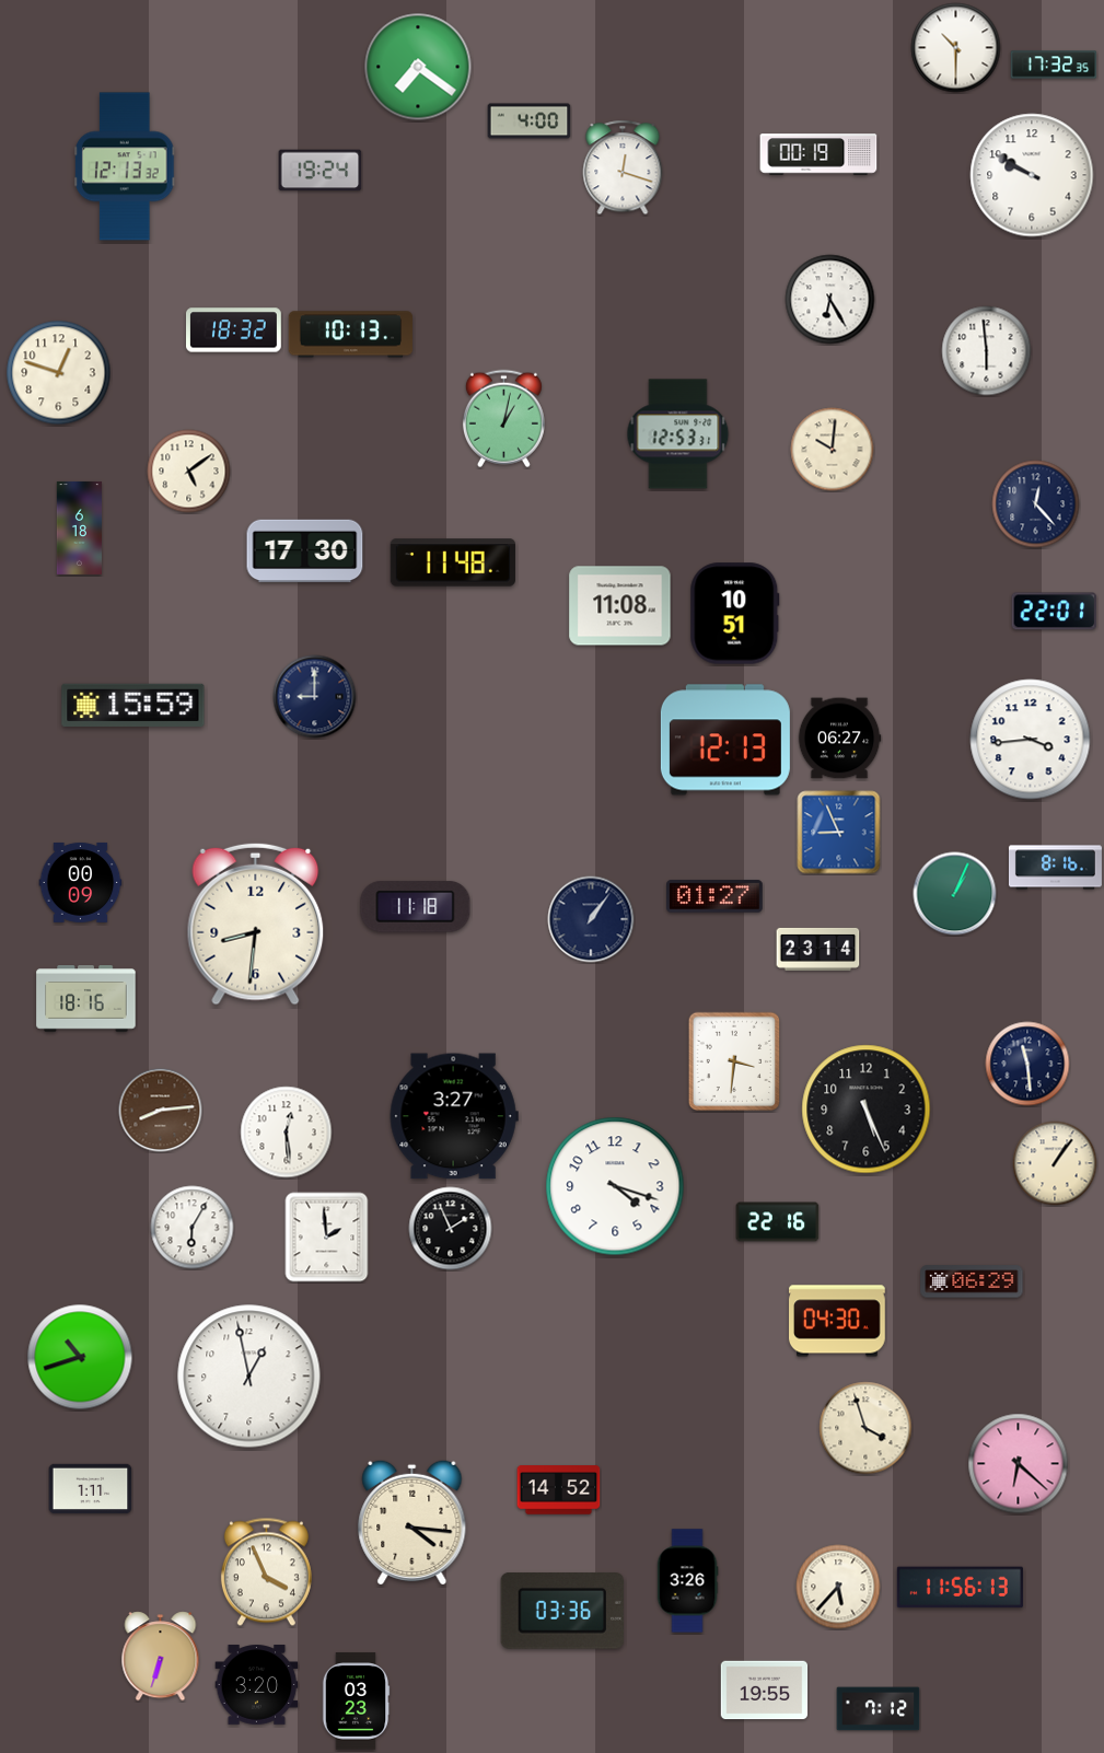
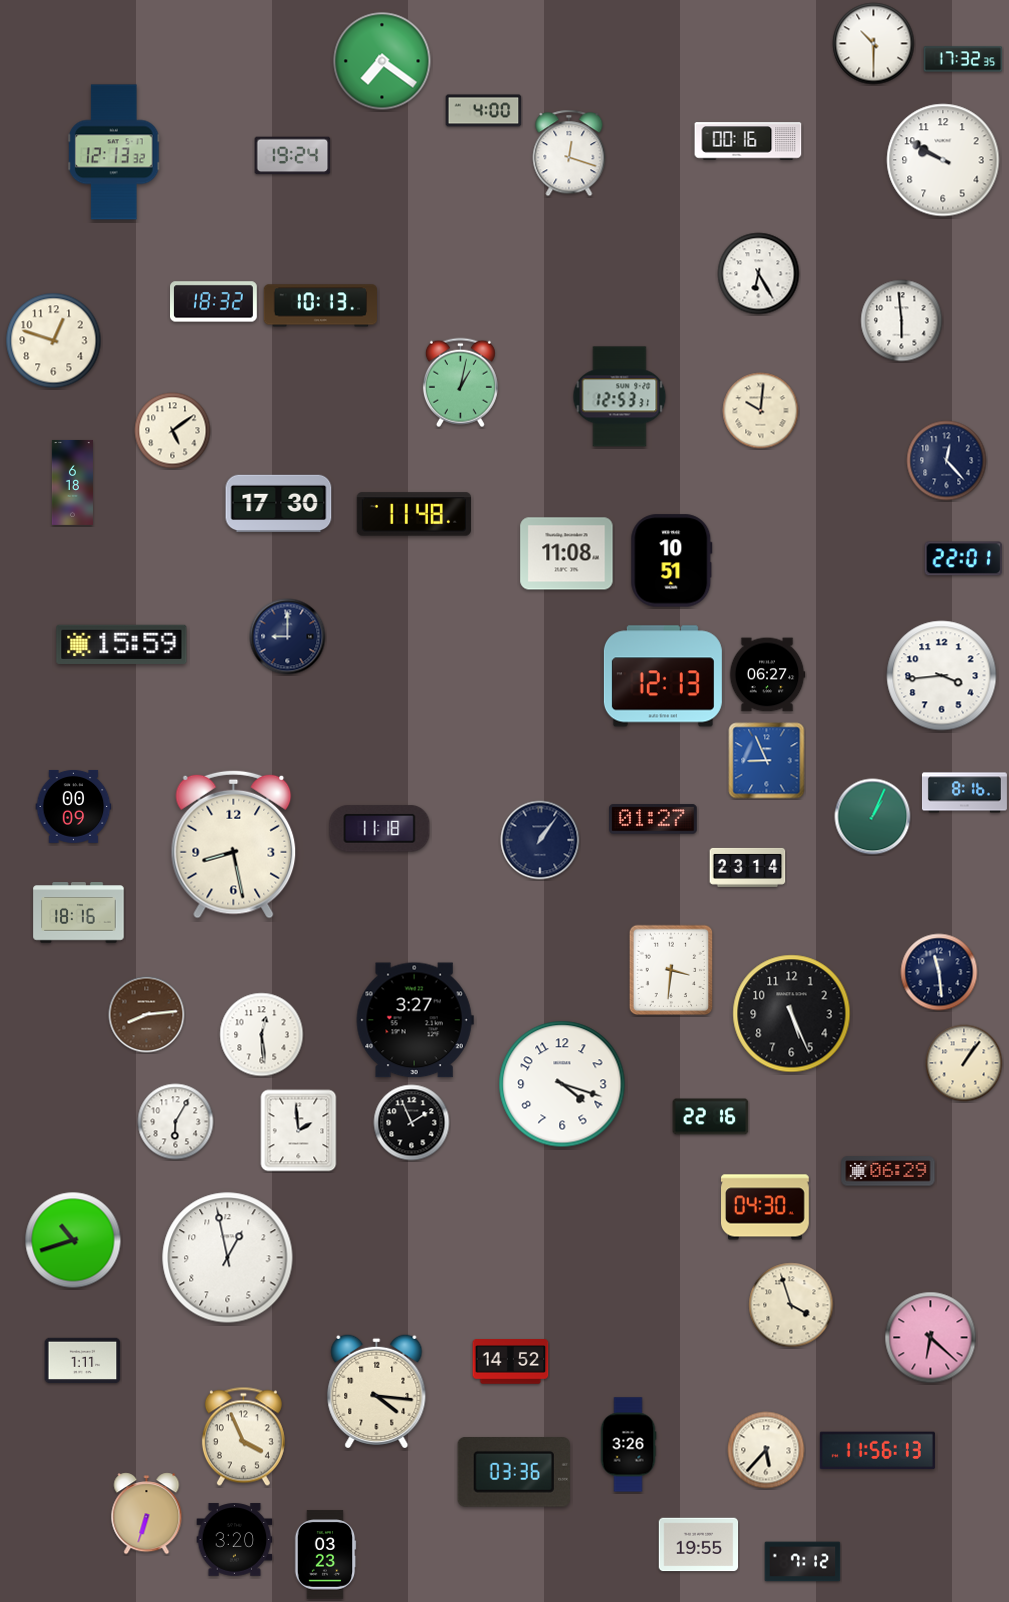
clock at (818, 154): 00:19 -> 00:16
clock at (256, 924): 8:31 -> 8:28
